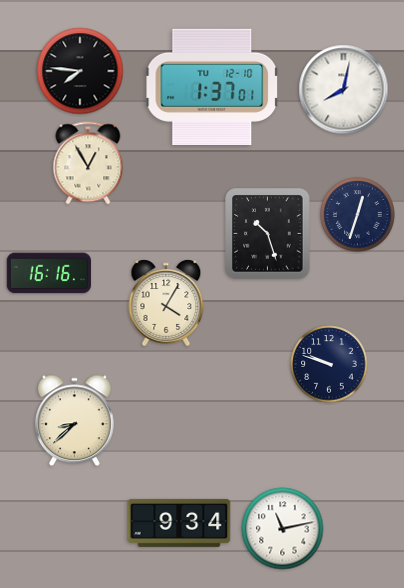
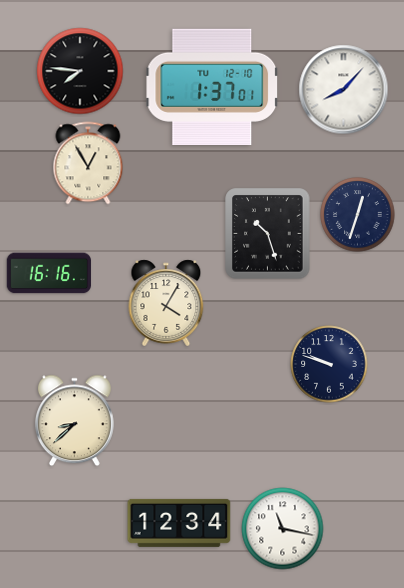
clock at (344, 90): 8:02 -> 8:07
clock at (179, 523): 9:34 -> 12:34
clock at (283, 529): 11:13 -> 11:17
